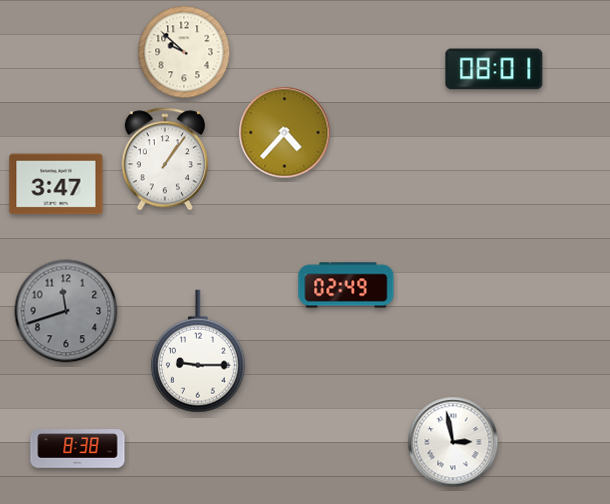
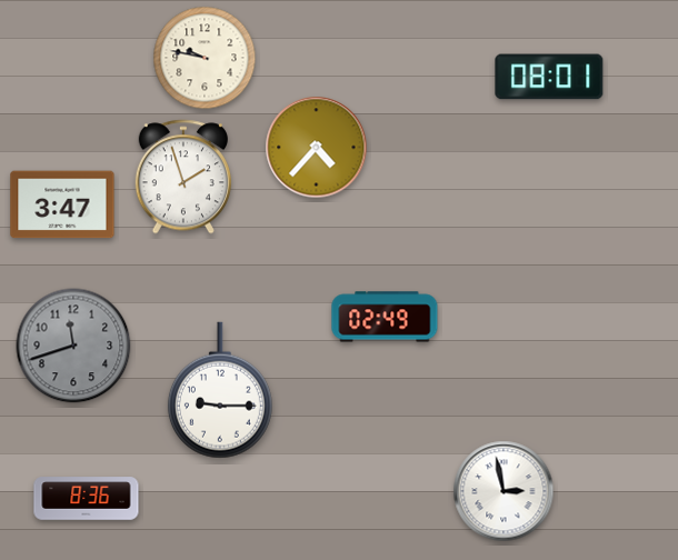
clock at (184, 52): 9:52 -> 9:47
clock at (164, 159): 1:06 -> 1:57
clock at (78, 449): 8:38 -> 8:36
